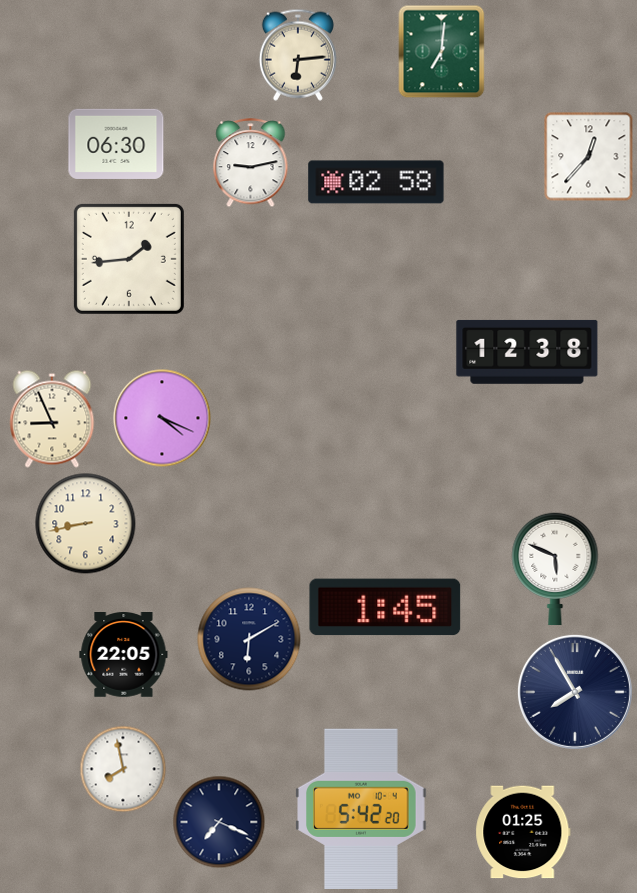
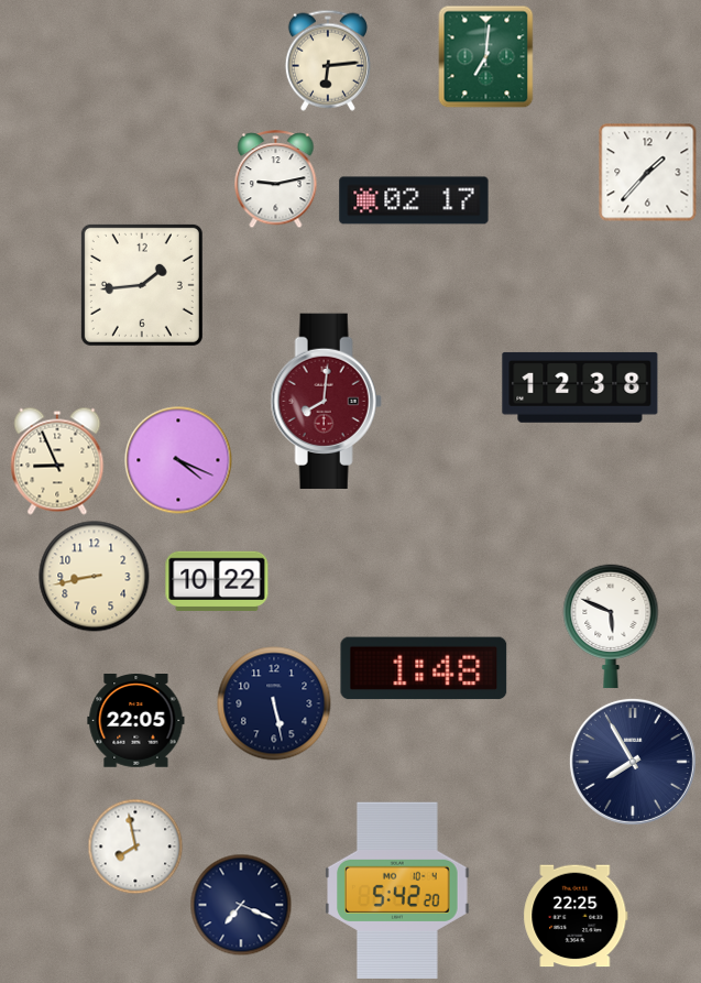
clock at (116, 144): 06:30 -> none
clock at (588, 157): 12:37 -> 1:37
clock at (376, 182): 02:58 -> 02:17
clock at (326, 402): none -> 8:01
clock at (217, 581): none -> 10:22
clock at (385, 607): 1:45 -> 1:48
clock at (249, 639): 6:10 -> 5:28
clock at (523, 832): 01:25 -> 22:25
